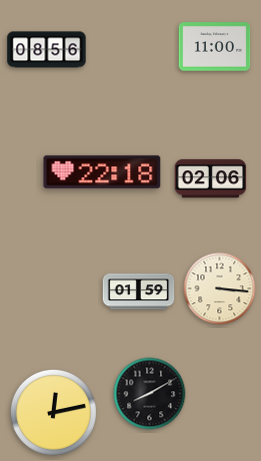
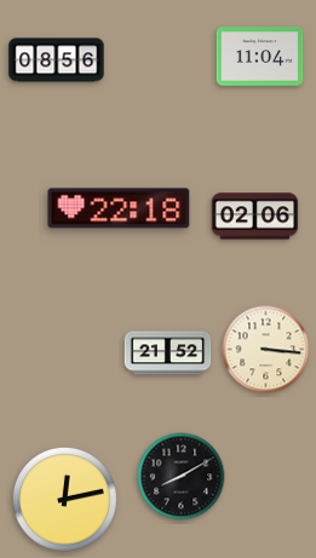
clock at (215, 47): 11:00 -> 11:04
clock at (102, 172) position: (102, 172) -> (119, 208)
clock at (139, 292): 01:59 -> 21:52
